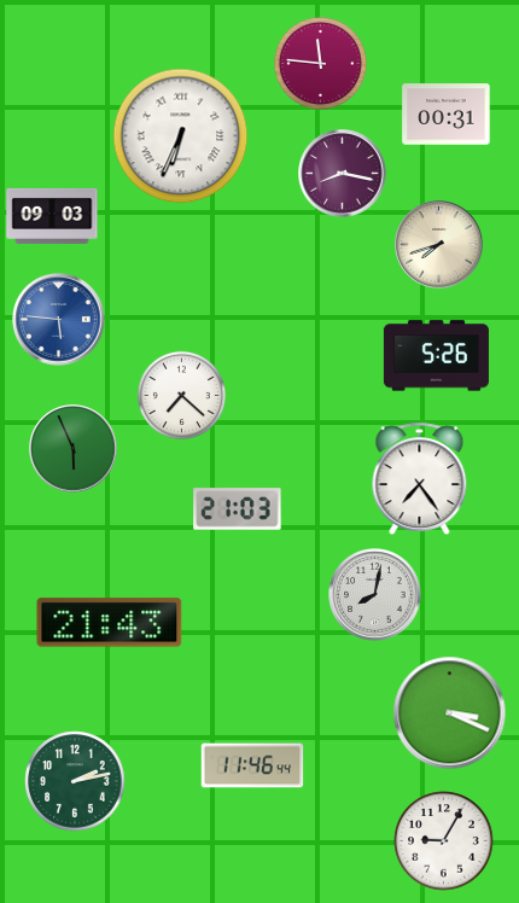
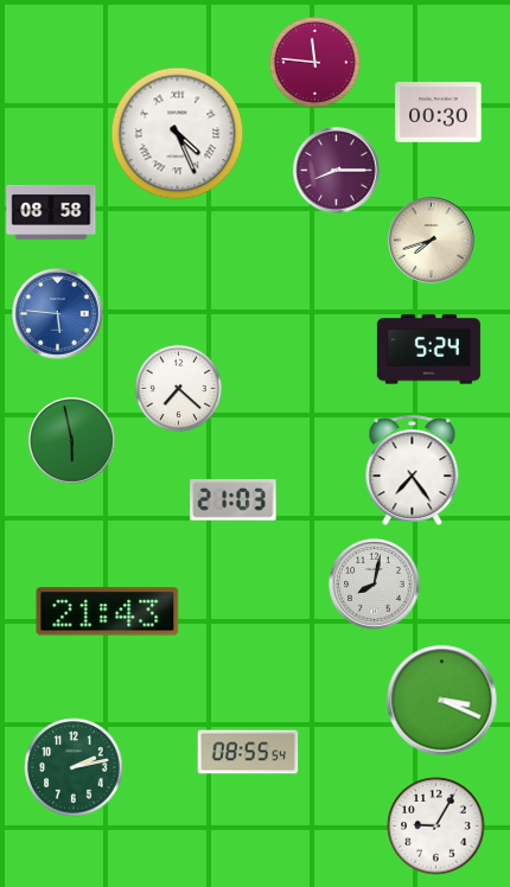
clock at (447, 115): 00:31 -> 00:30
clock at (181, 136): 6:34 -> 4:26
clock at (343, 174): 8:17 -> 8:15
clock at (52, 216): 09:03 -> 08:58
clock at (436, 356): 5:26 -> 5:24
clock at (74, 449): 5:56 -> 5:58
clock at (375, 595) position: (375, 595) -> (375, 585)
clock at (252, 765): 11:46 -> 08:55
